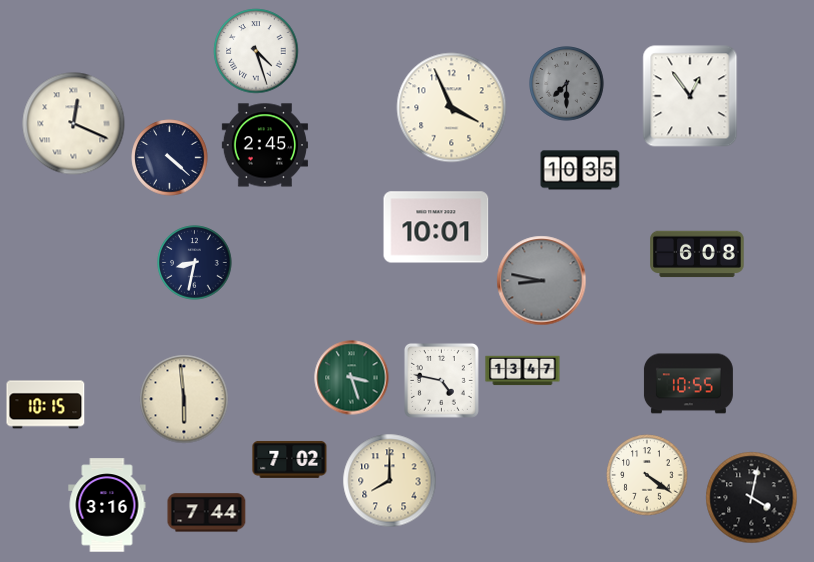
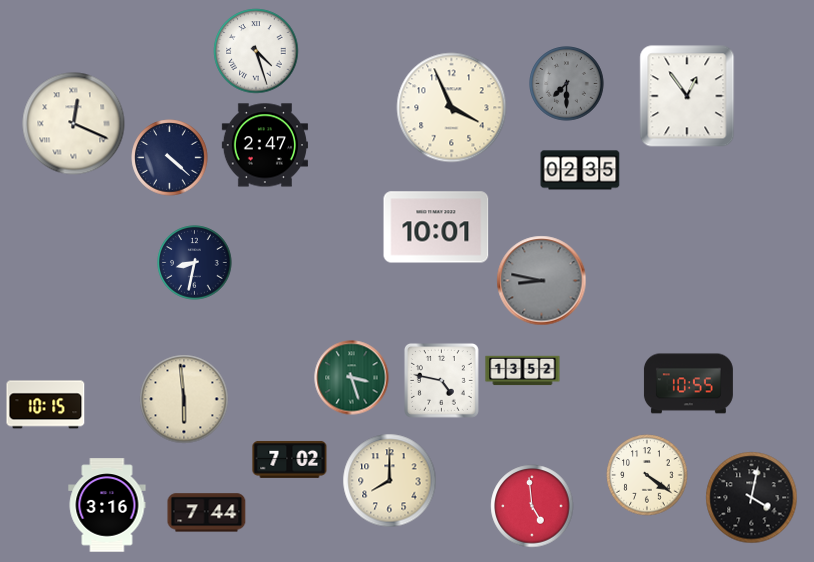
clock at (690, 96) position: (690, 96) -> (687, 96)
clock at (265, 145): 2:45 -> 2:47
clock at (580, 170): 10:35 -> 02:35
clock at (697, 254): 6:08 -> none
clock at (523, 371): 13:47 -> 13:52
clock at (532, 506): none -> 4:59
